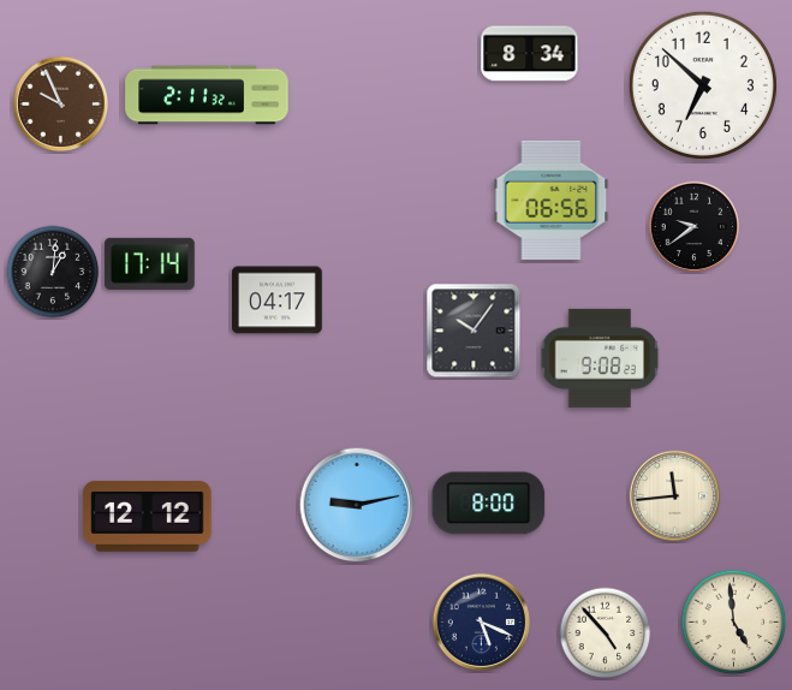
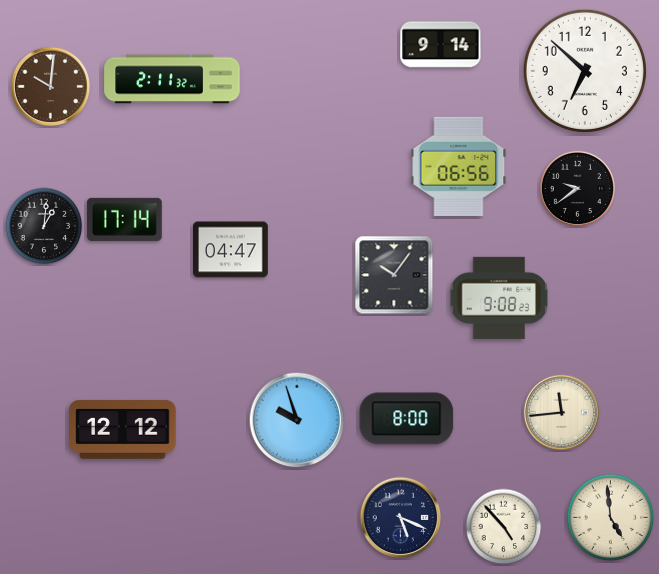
clock at (530, 54): 8:34 -> 9:14
clock at (61, 105): 9:56 -> 10:01
clock at (278, 301): 04:17 -> 04:47
clock at (357, 505): 9:13 -> 9:57
